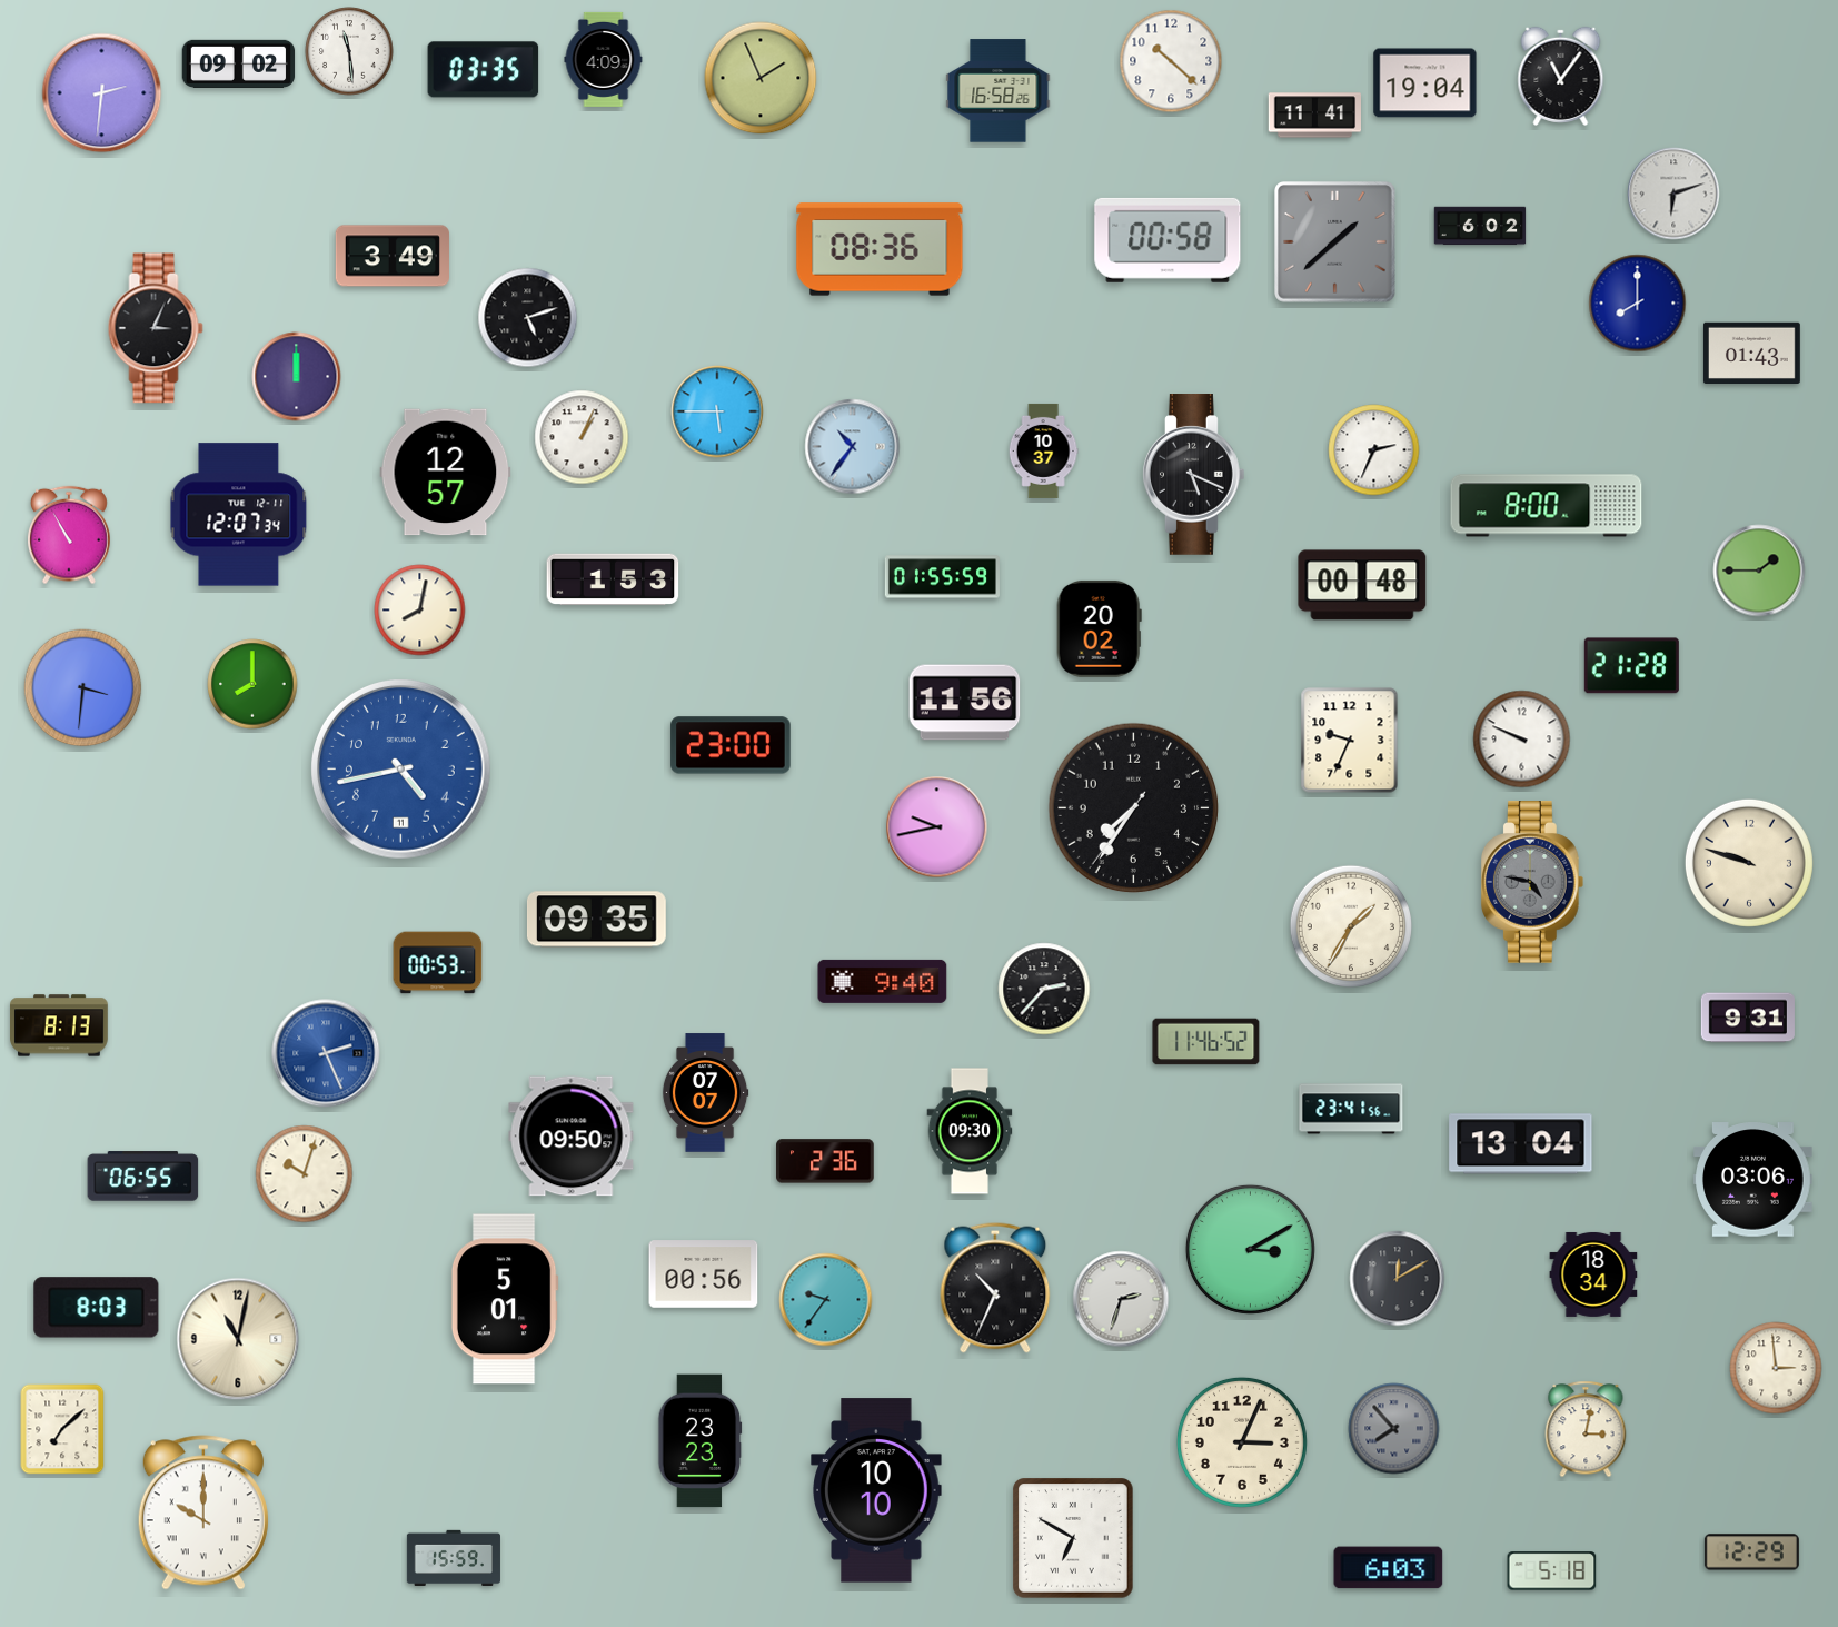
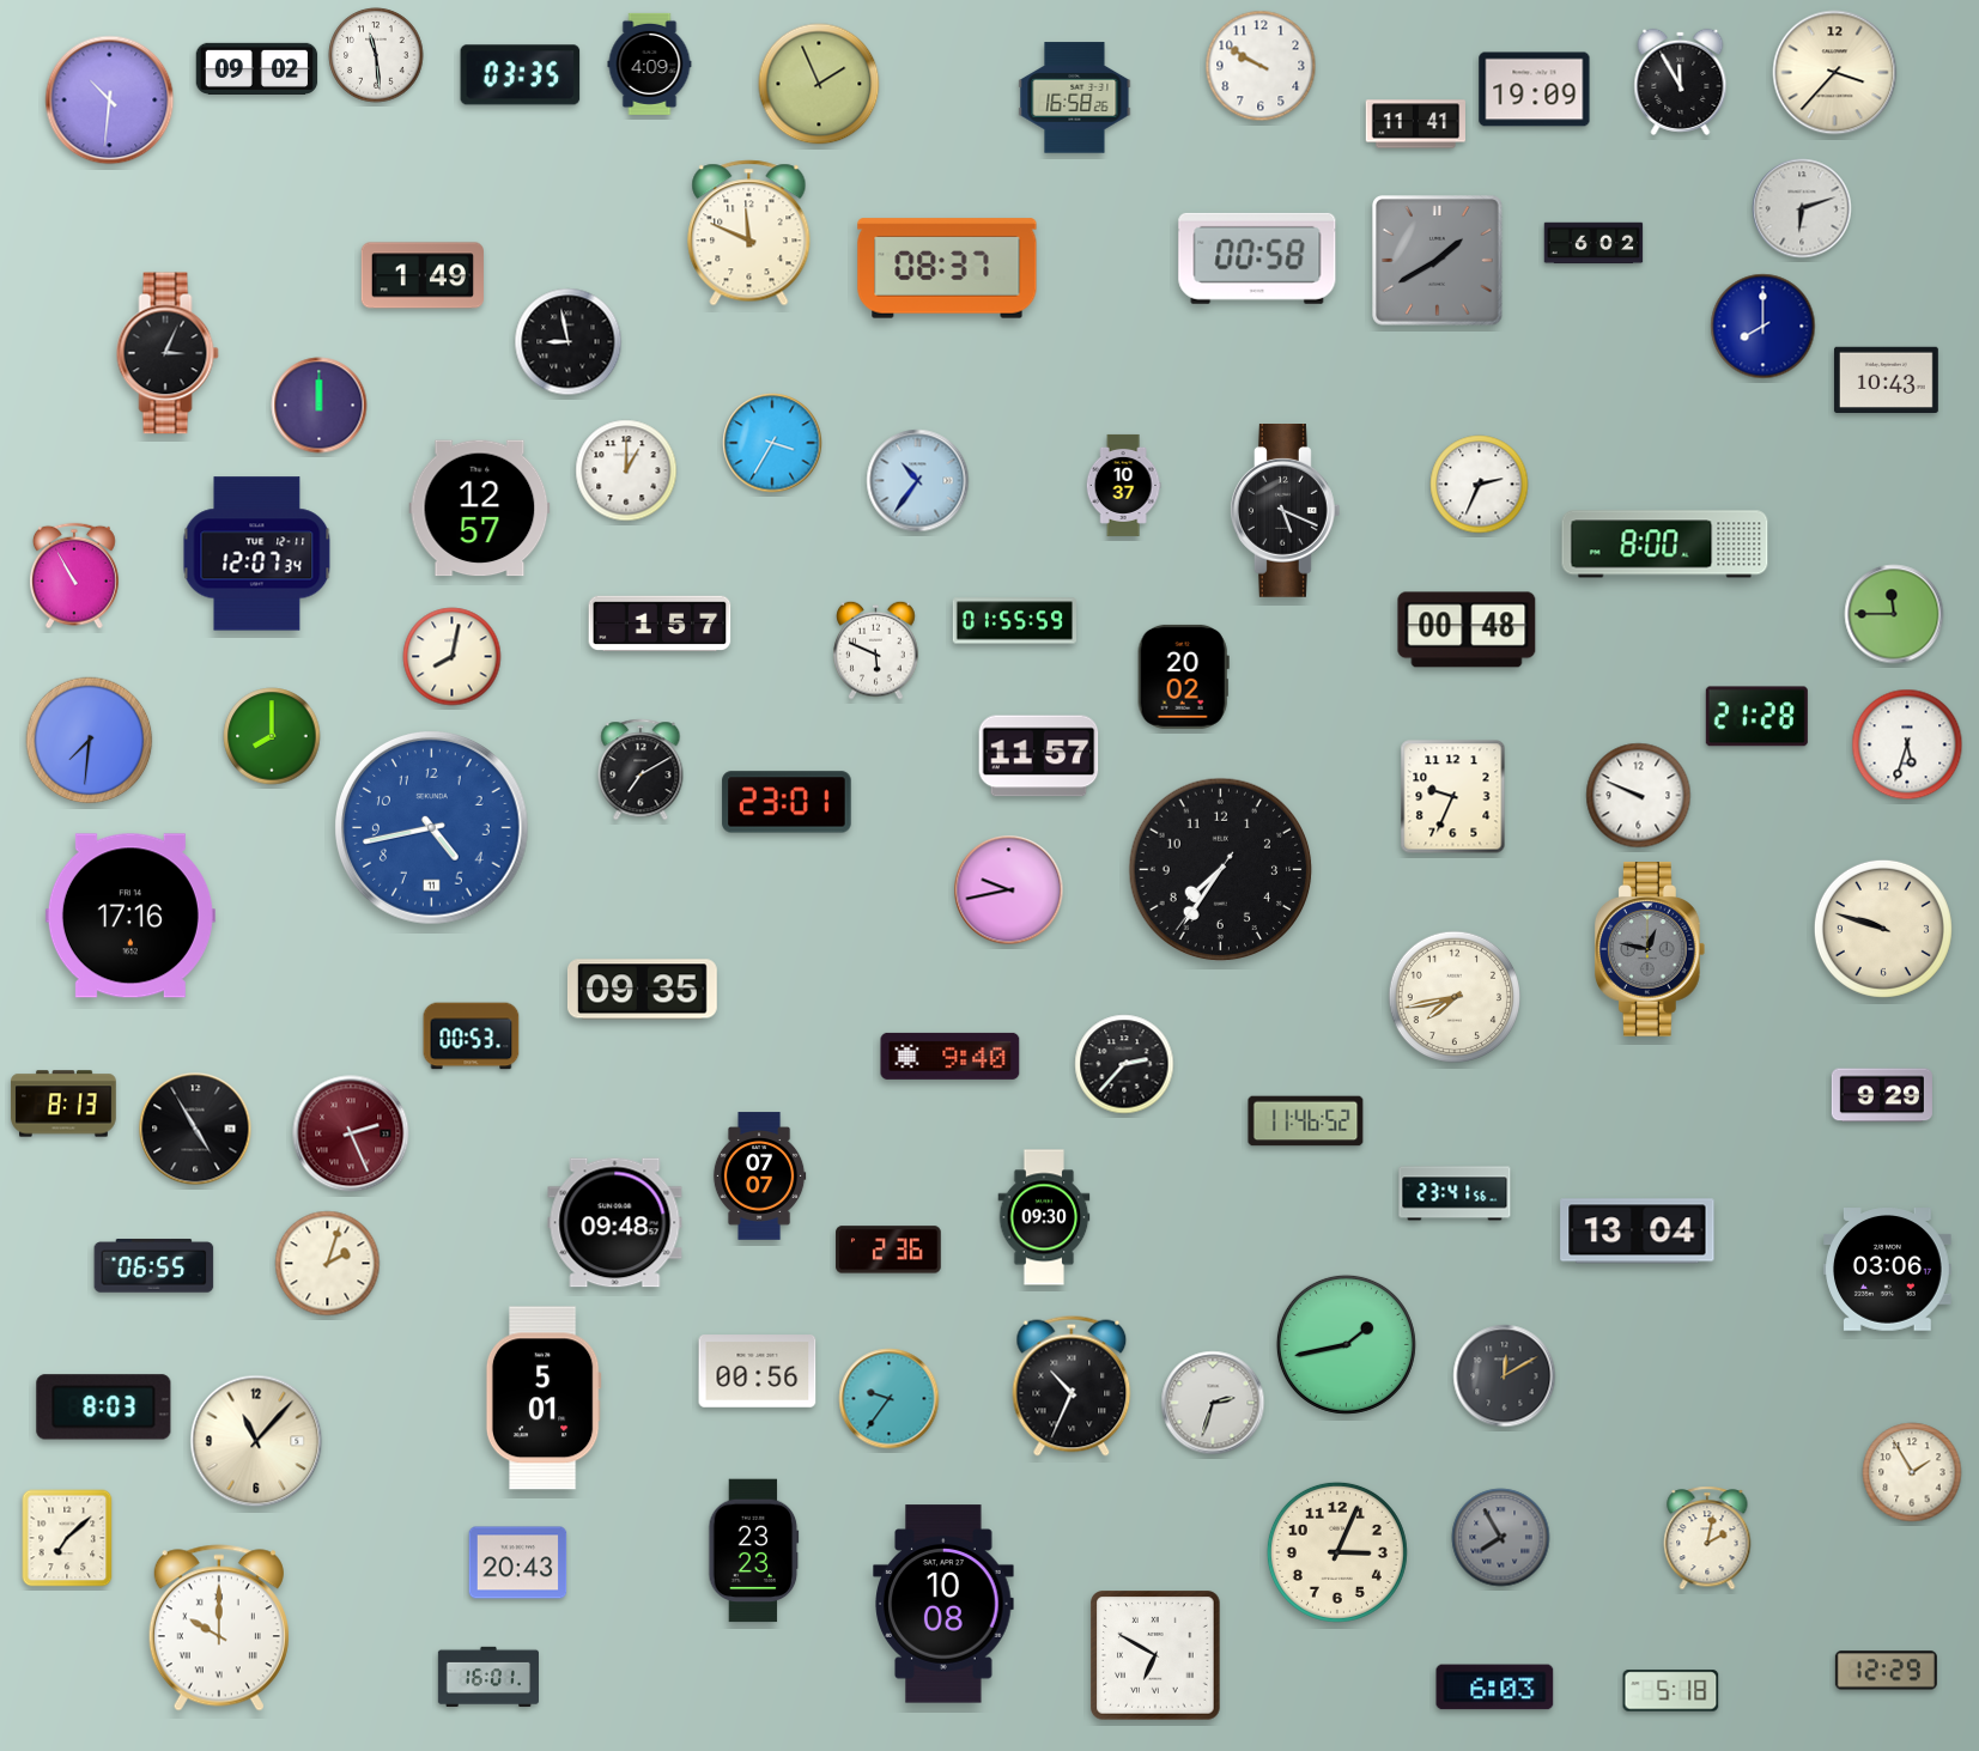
clock at (1171, 61): 10:22 -> 9:50
clock at (1835, 73): none -> 3:37
clock at (1561, 76): 11:06 -> 11:55
clock at (1425, 83): 19:04 -> 19:09
clock at (102, 93): 2:31 -> 10:31
clock at (749, 233): none -> 11:49
clock at (1335, 242): 1:38 -> 1:40
clock at (880, 249): 08:36 -> 08:37
clock at (391, 256): 3:49 -> 1:49
clock at (528, 318): 5:12 -> 8:58
clock at (1751, 353): 01:43 -> 10:43
clock at (717, 411): 5:45 -> 3:35
clock at (582, 437): 1:04 -> 1:00
clock at (1759, 571): 1:45 -> 11:45
clock at (613, 579): 1:53 -> 1:57
clock at (876, 650): none -> 5:49
clock at (83, 688): 3:31 -> 7:31
clock at (1907, 744): none -> 5:33
clock at (965, 703): 11:56 -> 11:57
clock at (641, 770): none -> 7:10
clock at (731, 745): 23:00 -> 23:01
clock at (130, 916): none -> 17:16
clock at (1533, 882): 4:47 -> 12:47
clock at (1350, 925): 1:35 -> 7:43
clock at (1748, 1018): 9:31 -> 9:29
clock at (1206, 1042) position: (1206, 1042) -> (1306, 1121)
clock at (195, 1129): none -> 4:55
clock at (326, 1053) dial: blue -> burgundy
clock at (572, 1137): 09:50 -> 09:48
clock at (305, 1174): 10:03 -> 2:03
clock at (1250, 1249): 3:10 -> 1:43
clock at (1593, 1274): 18:34 -> none
clock at (1121, 1299) position: (1121, 1299) -> (1213, 1403)
clock at (238, 1339): 11:02 -> 11:07
clock at (1776, 1368): 2:59 -> 1:55
clock at (1394, 1429): 7:53 -> 7:55
clock at (1586, 1429): 3:02 -> 2:02
clock at (518, 1563): none -> 20:43
clock at (876, 1490): 10:10 -> 10:08
clock at (454, 1557): 15:59 -> 16:01
